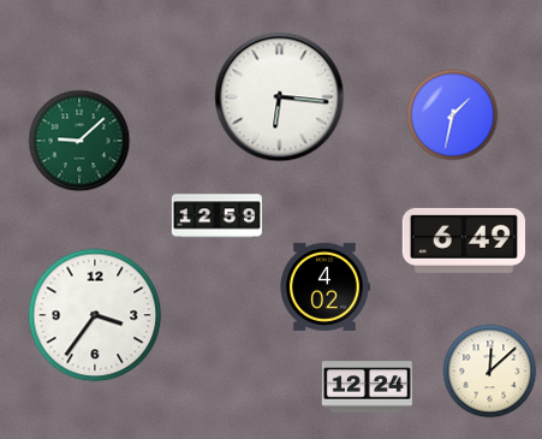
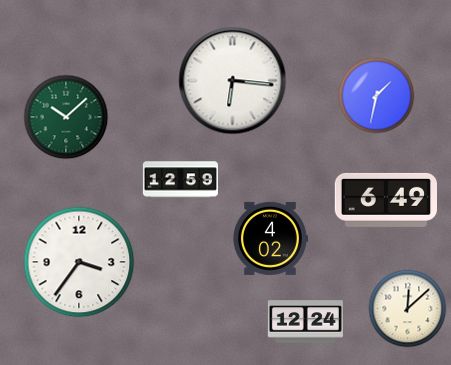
clock at (79, 141): 9:08 -> 10:08
